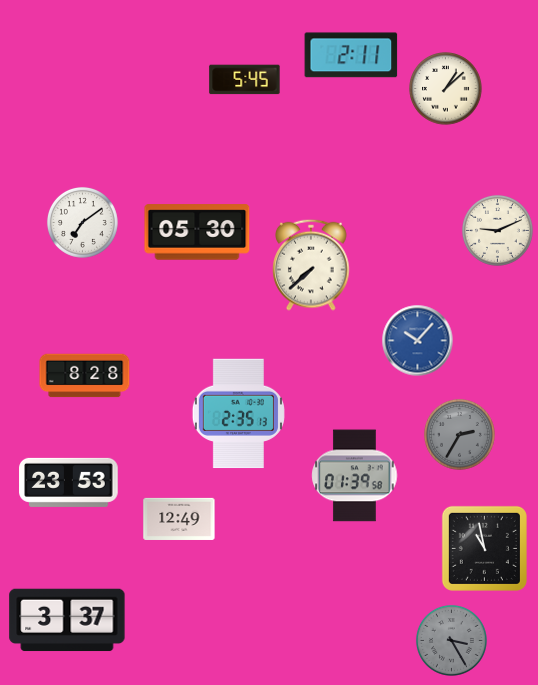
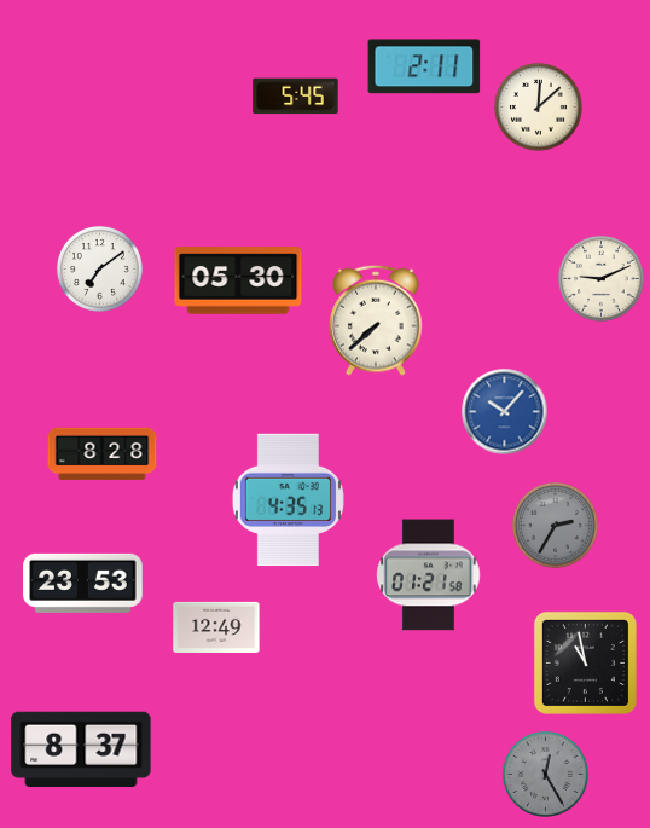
clock at (446, 89): 1:08 -> 12:08
clock at (238, 414): 2:35 -> 4:35
clock at (355, 476): 01:39 -> 01:21
clock at (67, 620): 3:37 -> 8:37
clock at (452, 641): 3:25 -> 12:25
